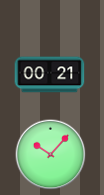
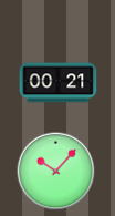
clock at (50, 75) position: (50, 75) -> (59, 83)
